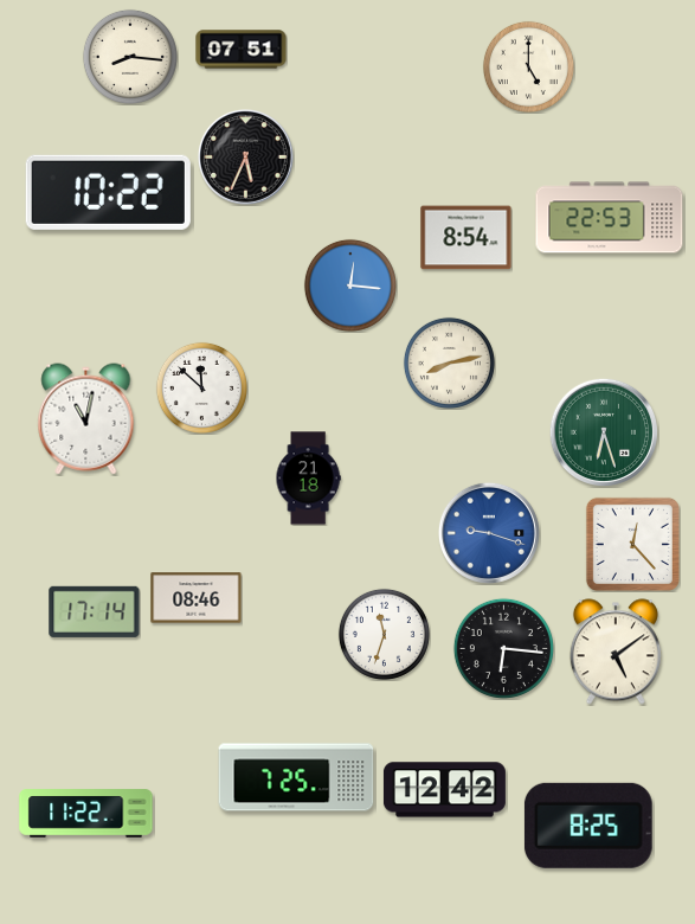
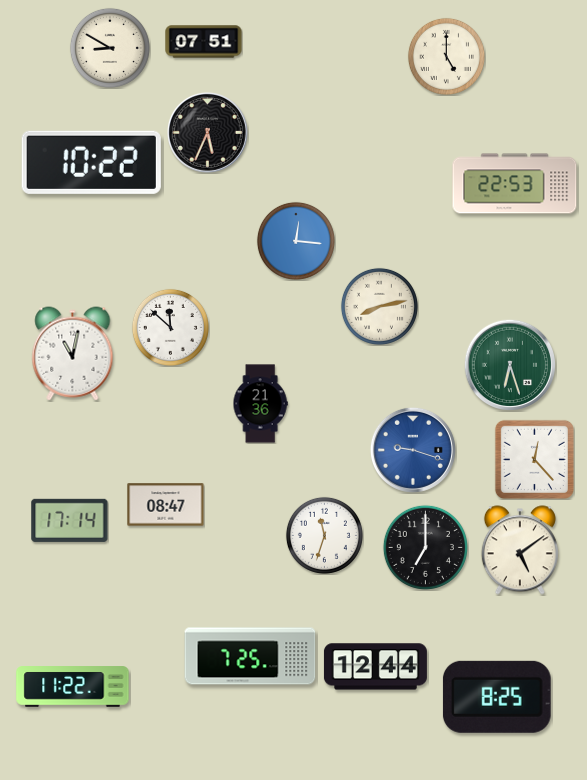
clock at (130, 57): 8:16 -> 8:50
clock at (466, 238): 8:54 -> none
clock at (308, 479): 21:18 -> 21:36
clock at (197, 598): 08:46 -> 08:47
clock at (95, 611) position: (95, 611) -> (70, 520)
clock at (503, 648): 6:16 -> 7:00
clock at (444, 790): 12:42 -> 12:44
